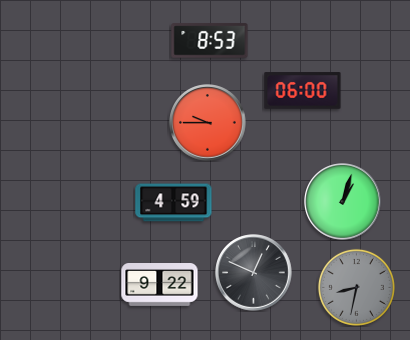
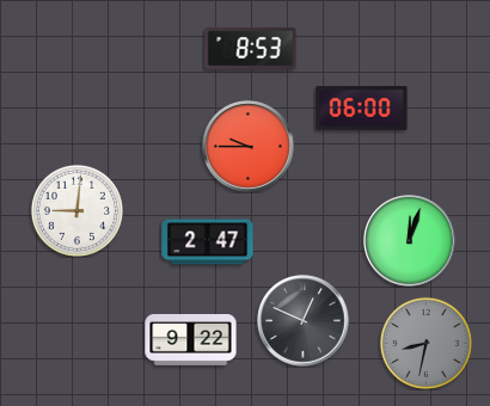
clock at (76, 210): none -> 9:01
clock at (343, 202): 1:03 -> 12:03
clock at (174, 203): 4:59 -> 2:47
clock at (254, 273) position: (254, 273) -> (304, 321)
